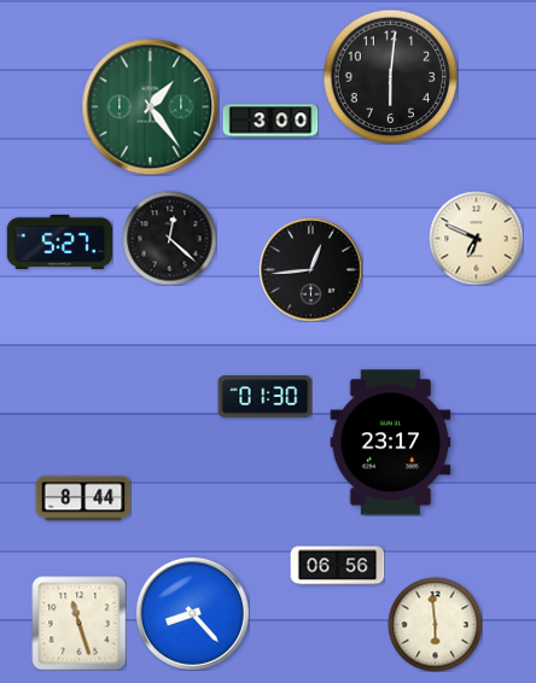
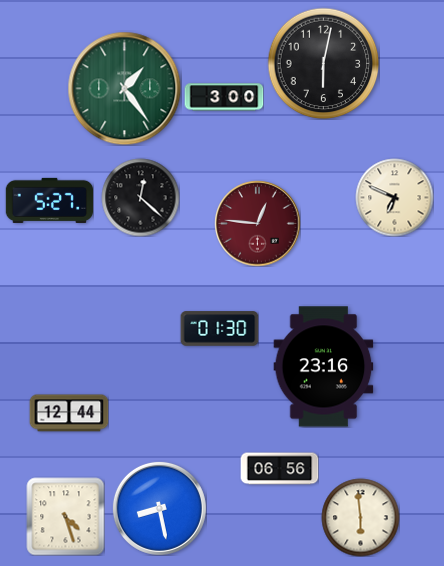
clock at (390, 76): 6:01 -> 6:02
clock at (270, 121) position: (270, 121) -> (224, 97)
clock at (310, 269): 12:44 -> 12:46
clock at (310, 269) dial: black -> burgundy
clock at (391, 443): 23:17 -> 23:16
clock at (83, 498): 8:44 -> 12:44
clock at (192, 613): 8:23 -> 8:28
clock at (78, 623): 11:27 -> 4:27
